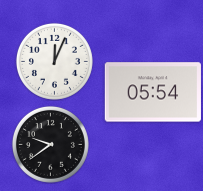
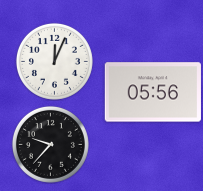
clock at (153, 92): 05:54 -> 05:56
clock at (50, 144): 9:39 -> 9:37
